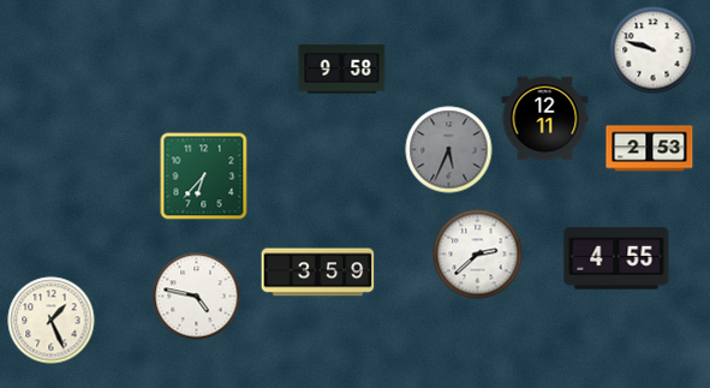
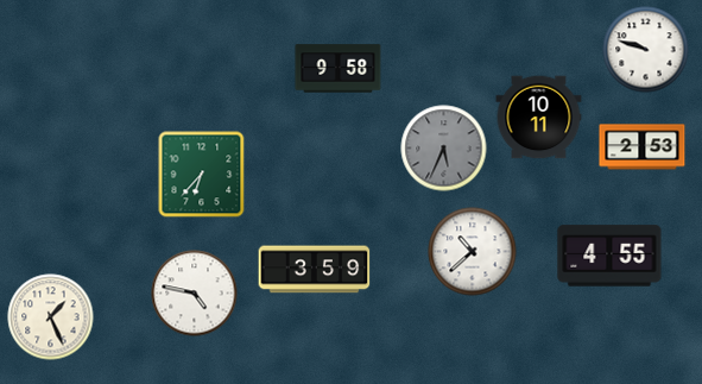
clock at (545, 119): 12:11 -> 10:11
clock at (478, 255): 2:38 -> 10:38
